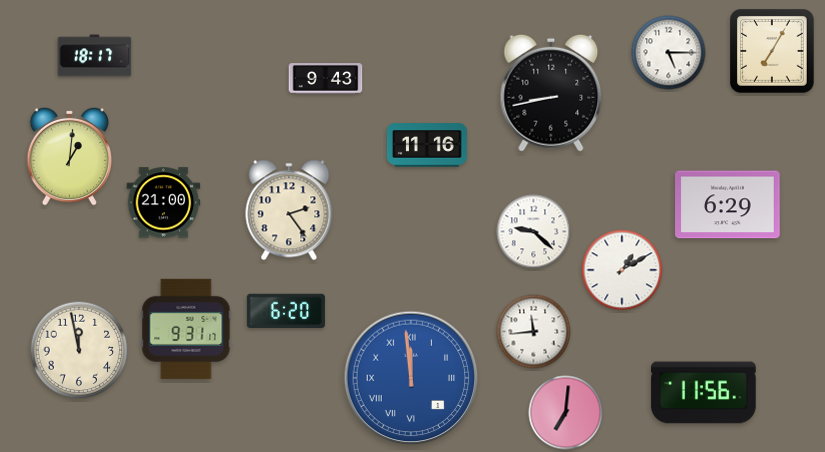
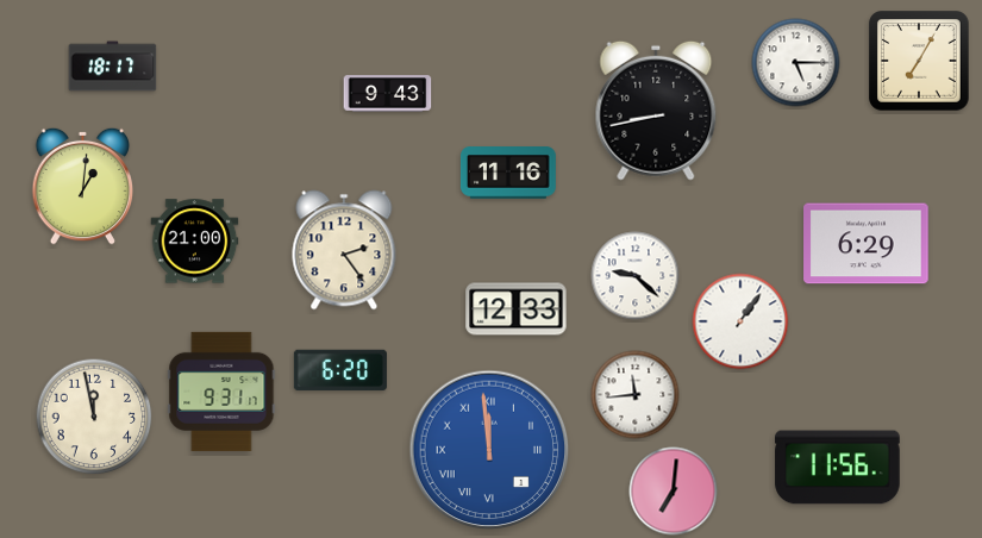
clock at (517, 309): none -> 12:33
clock at (622, 270): 1:10 -> 1:06
